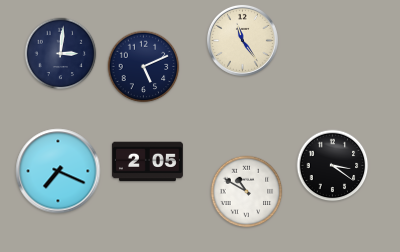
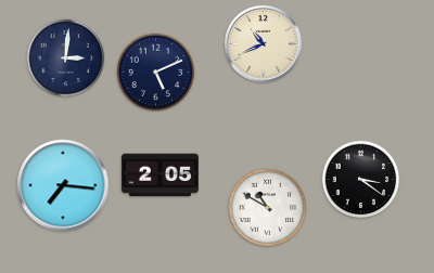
clock at (242, 40): 11:24 -> 10:41
clock at (58, 171): 7:19 -> 7:16
